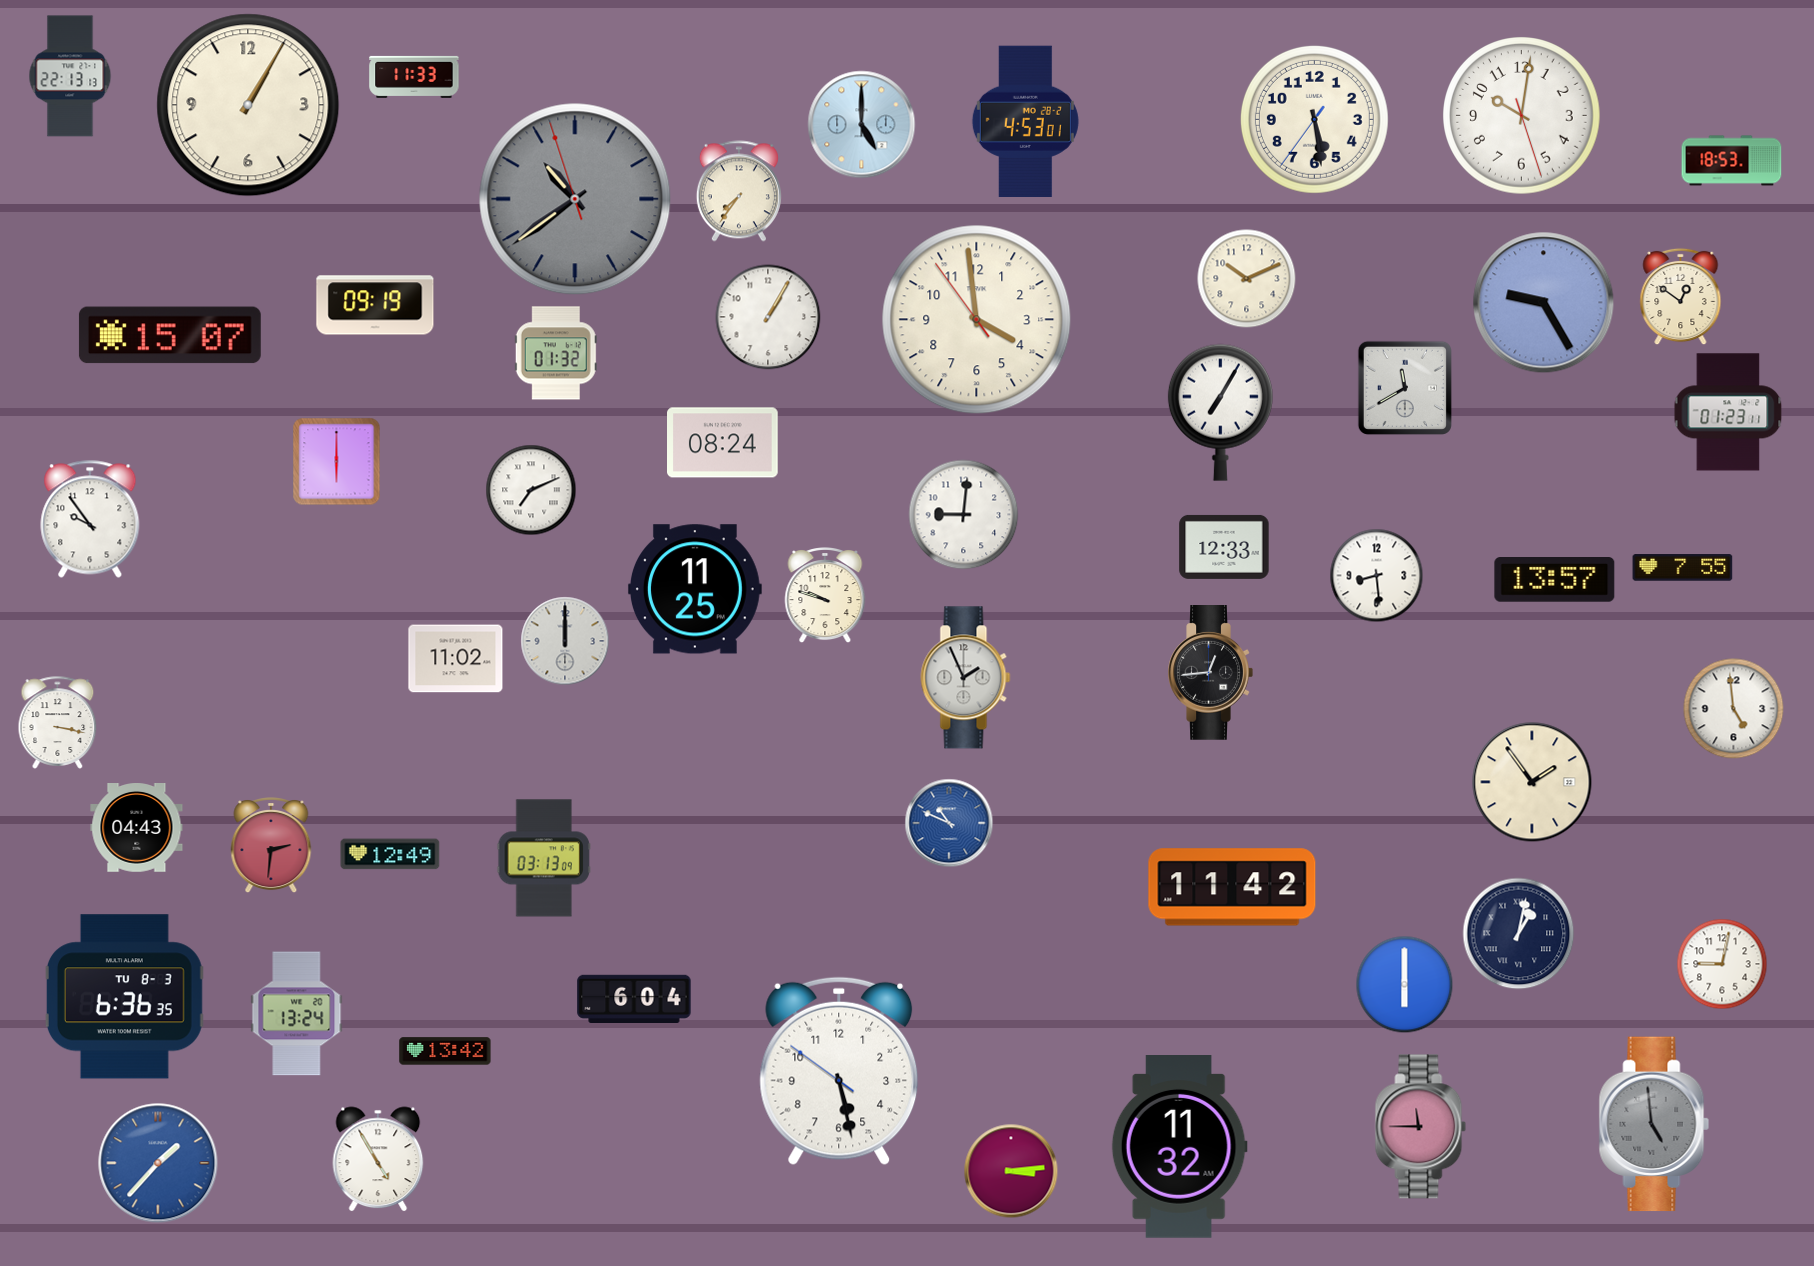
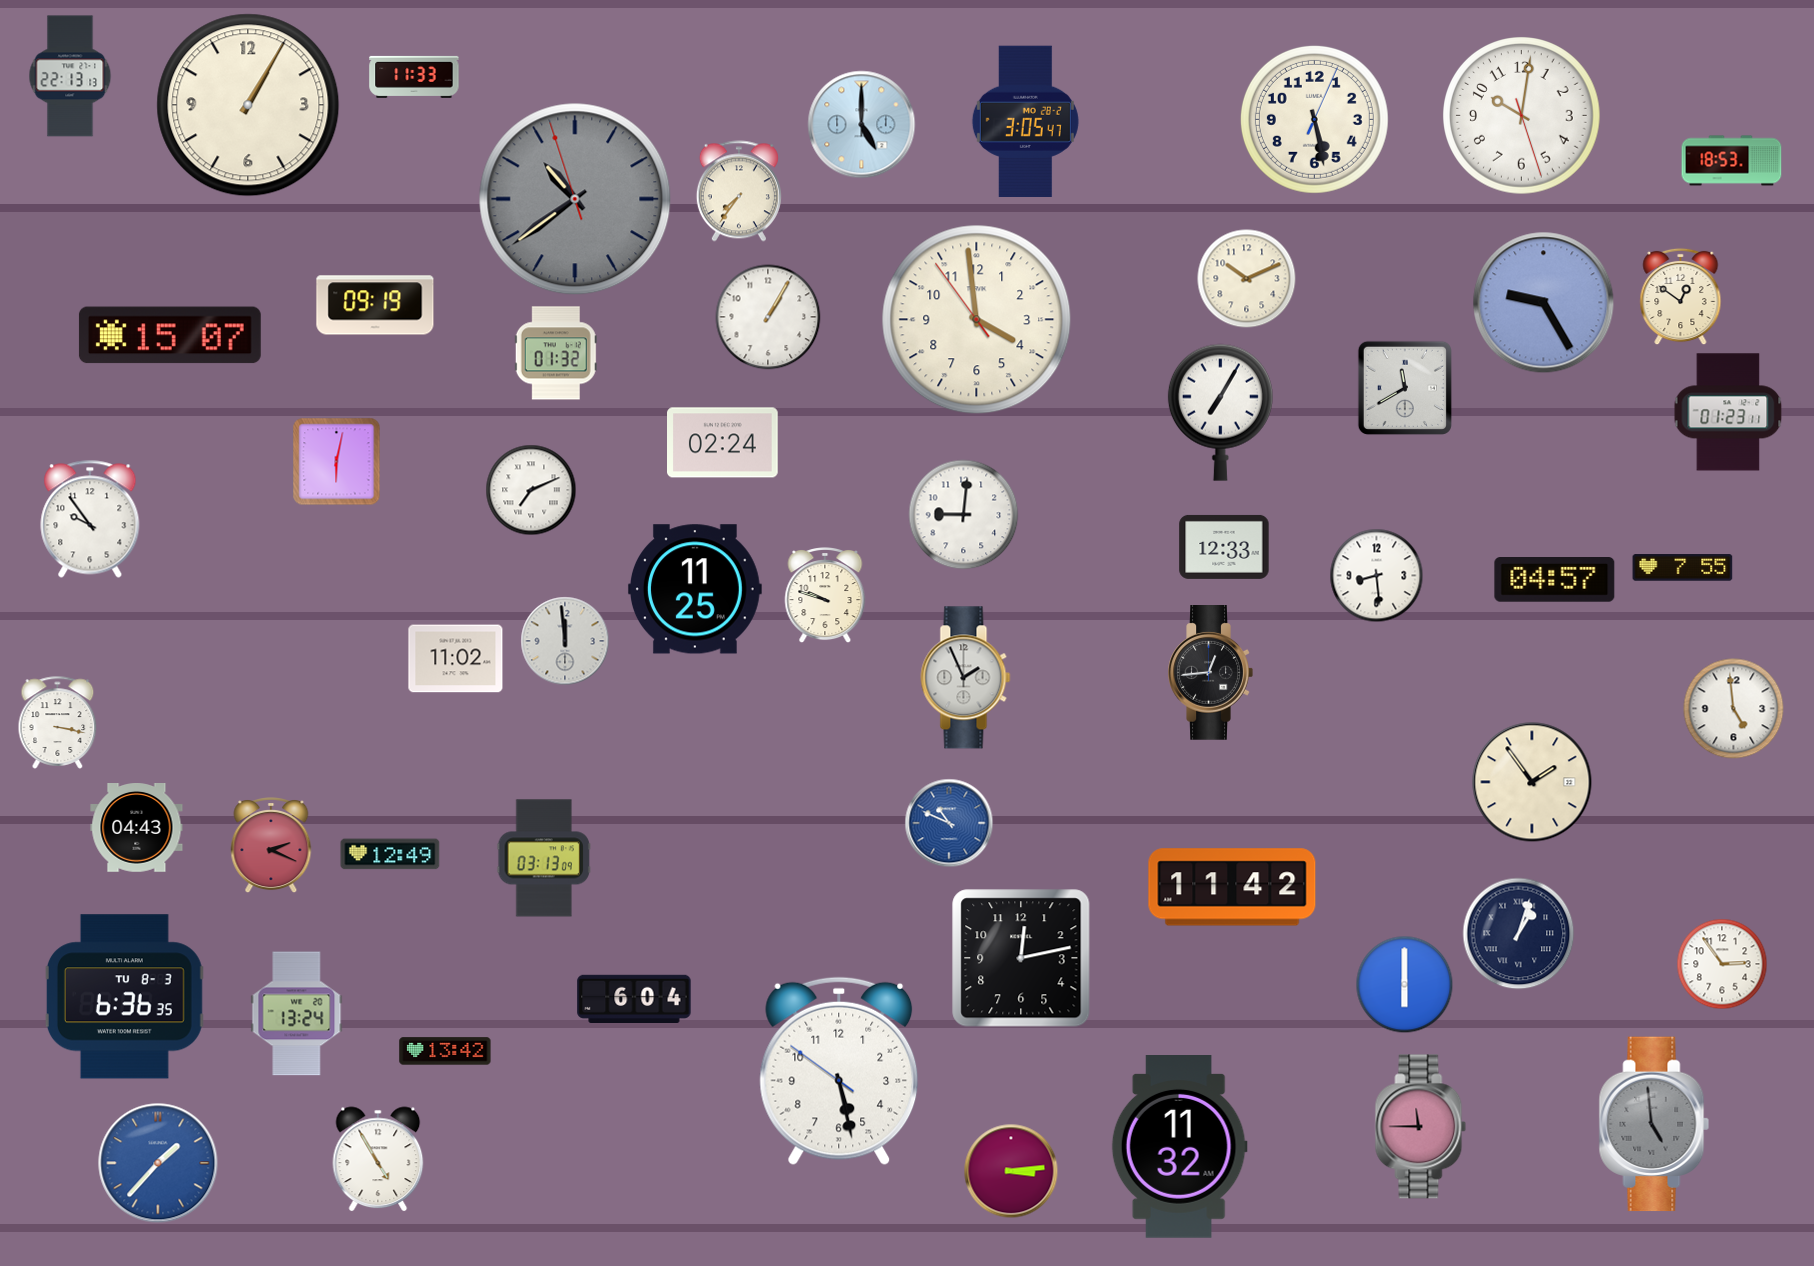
clock at (1314, 119): 5:28:36 -> 5:28:04
clock at (1025, 121): 4:53 -> 3:05
clock at (723, 443): 08:24 -> 02:24
clock at (337, 462): 6:00 -> 6:02
clock at (1555, 580): 13:57 -> 04:57
clock at (565, 641): 12:00 -> 11:59
clock at (271, 846): 2:31 -> 2:19
clock at (1519, 934): 1:02 -> 1:03
clock at (1021, 958): none -> 12:13
clock at (1722, 964): 9:02 -> 2:54
